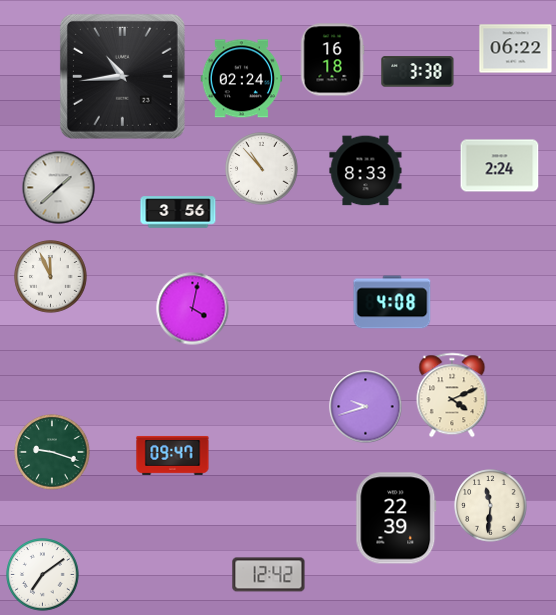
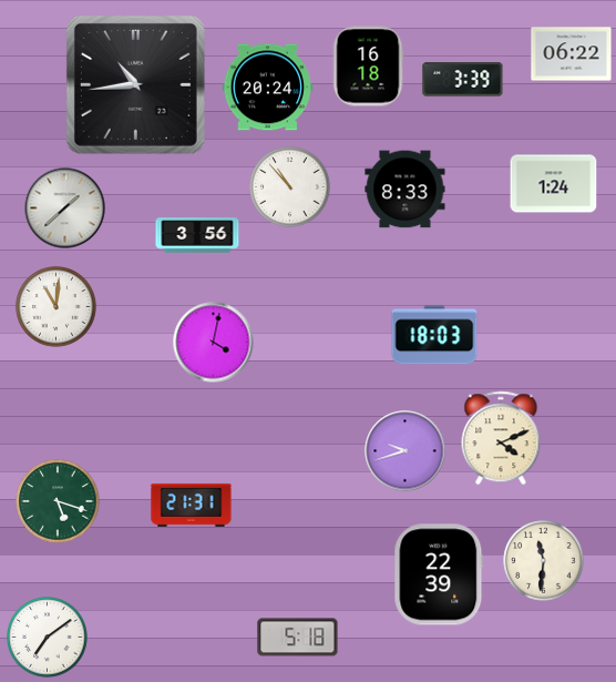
clock at (418, 72): 3:38 -> 3:39
clock at (242, 79): 02:24 -> 20:24
clock at (500, 166): 2:24 -> 1:24
clock at (51, 277): 11:56 -> 11:01
clock at (392, 302): 4:08 -> 18:03
clock at (52, 452): 9:18 -> 5:18
clock at (173, 455): 09:47 -> 21:31
clock at (269, 575): 12:42 -> 5:18
